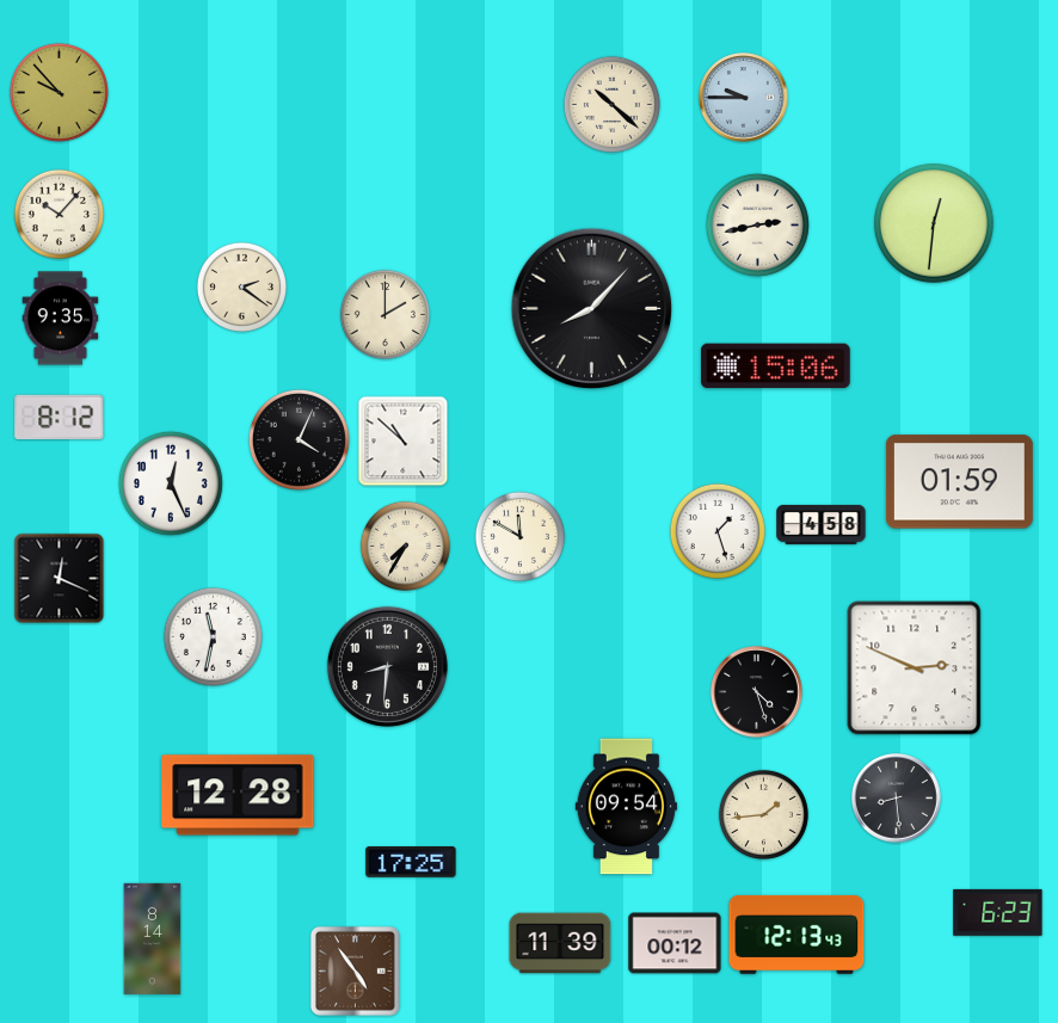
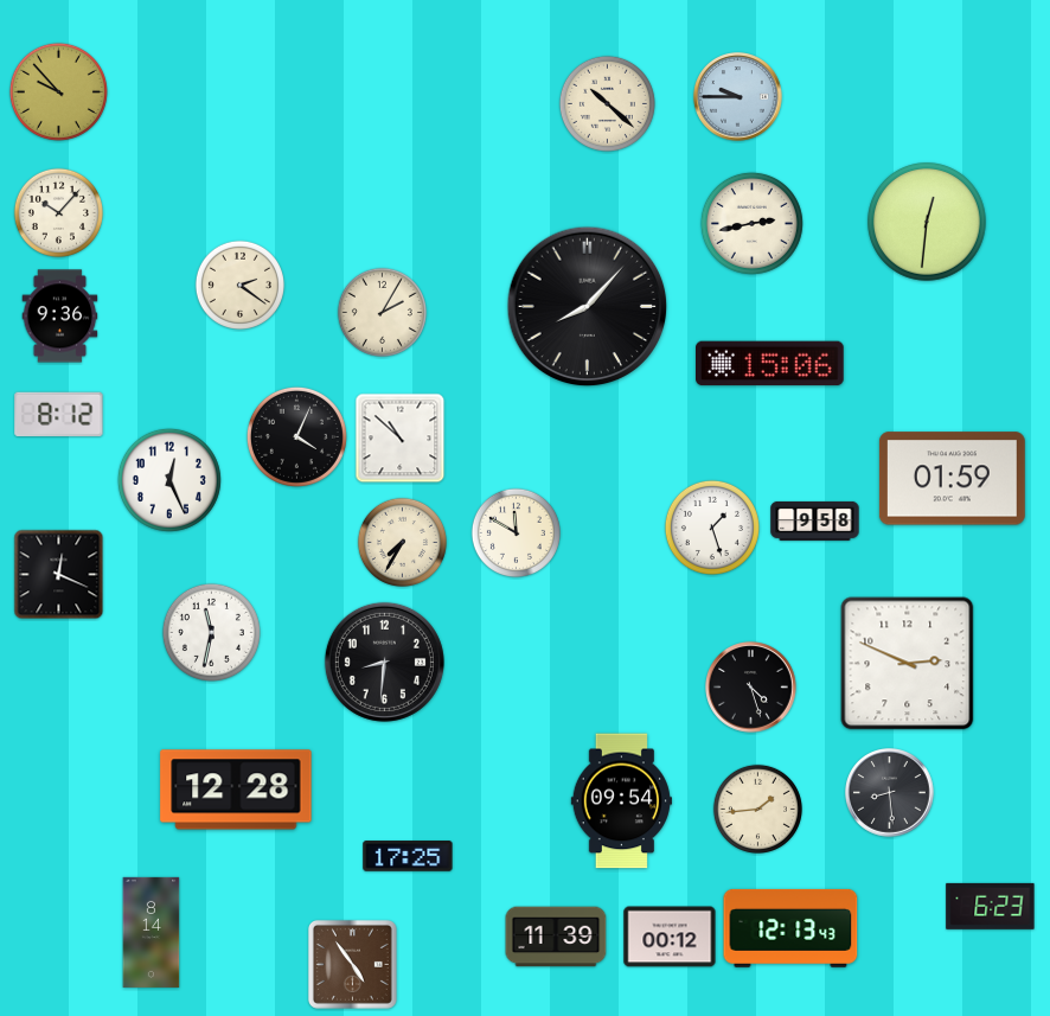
clock at (385, 314): 2:00 -> 2:05
clock at (61, 319): 9:35 -> 9:36
clock at (822, 524): 4:58 -> 9:58
